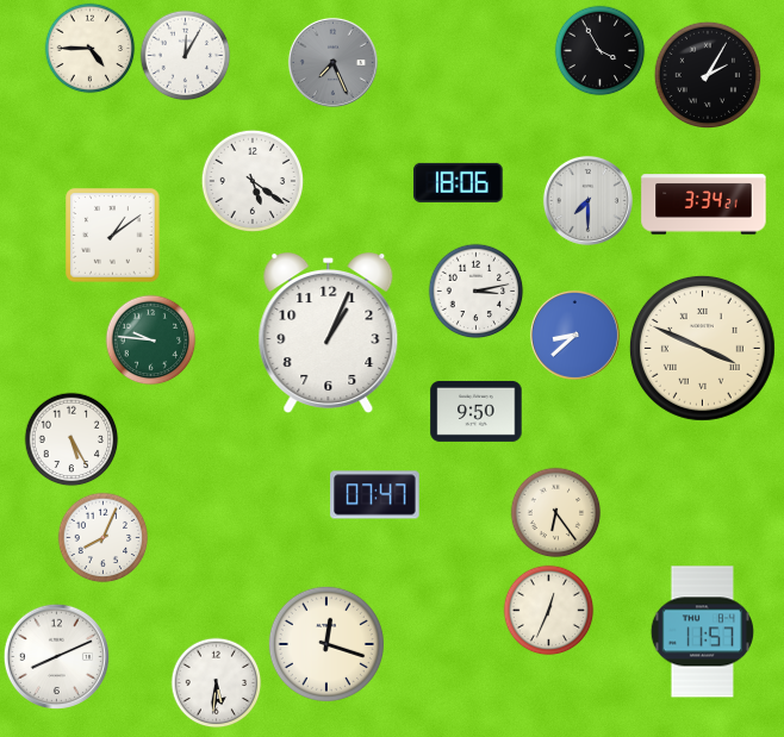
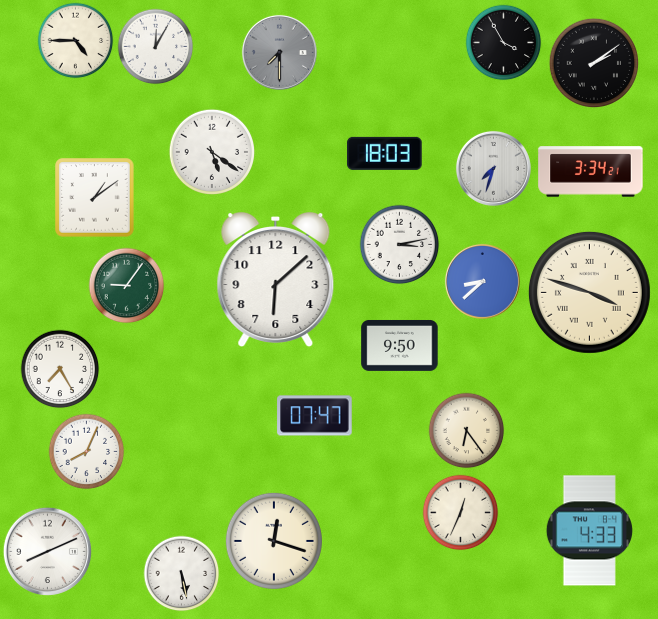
clock at (332, 62): 7:26 -> 7:30
clock at (707, 74): 2:05 -> 2:09
clock at (459, 182): 18:06 -> 18:03
clock at (587, 200): 7:30 -> 7:33
clock at (329, 333): 1:04 -> 6:08
clock at (151, 341): 9:46 -> 9:06
clock at (702, 348): 3:49 -> 3:48
clock at (71, 439): 5:25 -> 7:25
clock at (702, 632): 11:57 -> 4:33
clock at (217, 683): 5:31 -> 5:28
